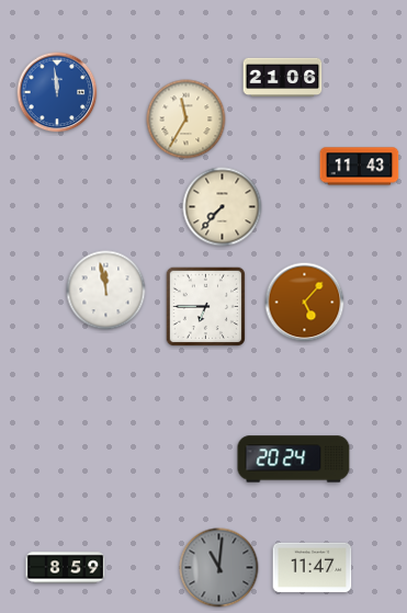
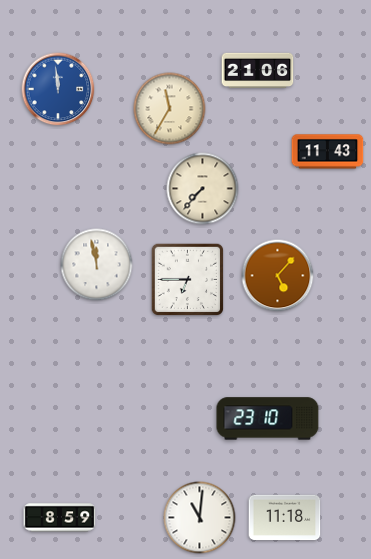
clock at (57, 92) position: (57, 92) -> (58, 89)
clock at (294, 459): 20:24 -> 23:10
clock at (219, 568) dial: grey -> white
clock at (313, 568): 11:47 -> 11:18
